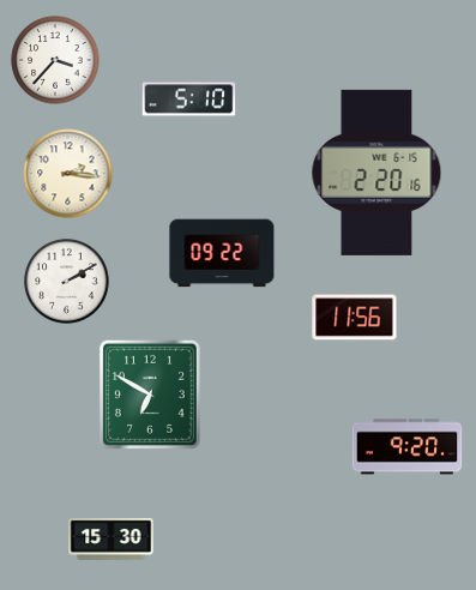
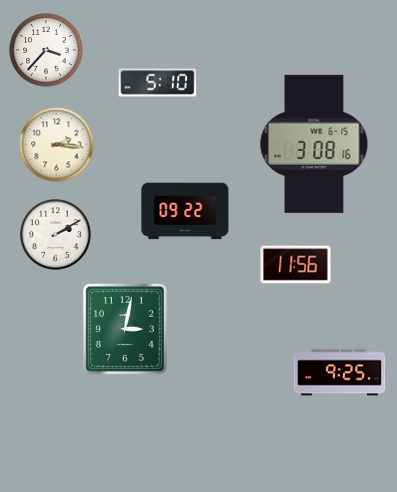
clock at (376, 173): 2:20 -> 3:08
clock at (150, 395): 6:50 -> 3:02
clock at (408, 447): 9:20 -> 9:25
clock at (112, 538): 15:30 -> none
